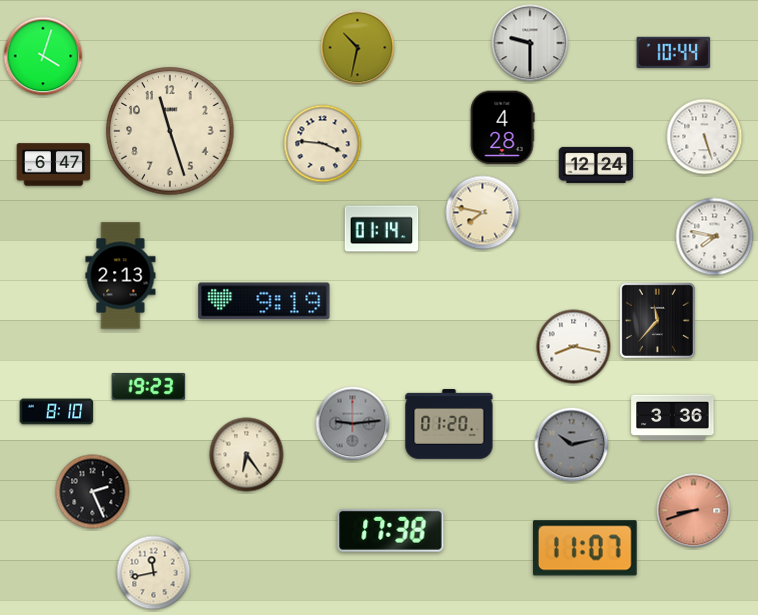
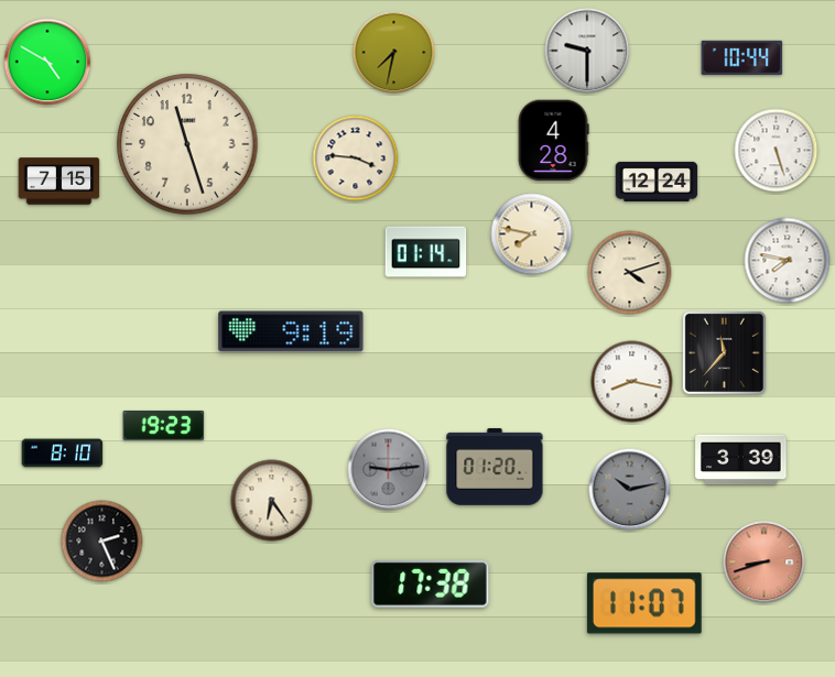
clock at (530, 43) position: (530, 43) -> (587, 51)
clock at (358, 48): 10:32 -> 7:32
clock at (43, 56): 4:03 -> 4:50
clock at (54, 165): 6:47 -> 7:15
clock at (382, 229) position: (382, 229) -> (426, 252)
clock at (630, 273): none -> 4:12
clock at (121, 276): 2:13 -> none
clock at (673, 418): 3:36 -> 3:39
clock at (353, 424) position: (353, 424) -> (389, 470)
clock at (154, 573): 11:43 -> none
